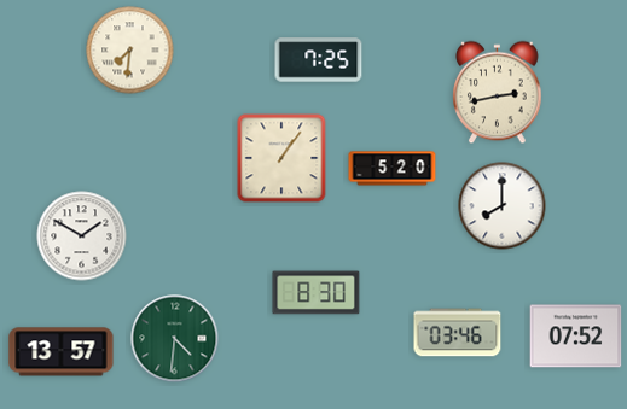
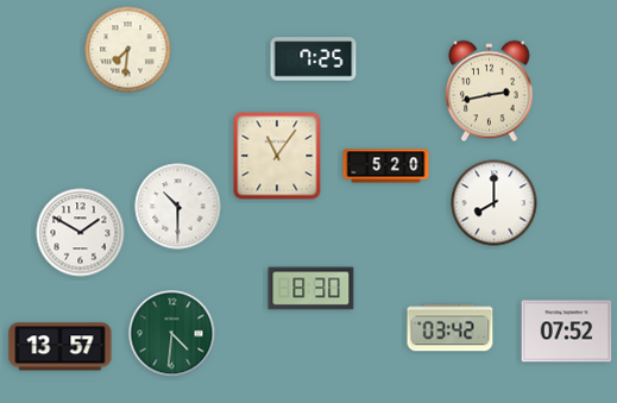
clock at (281, 158): 1:06 -> 11:06
clock at (178, 207): none -> 10:30
clock at (458, 333): 03:46 -> 03:42
